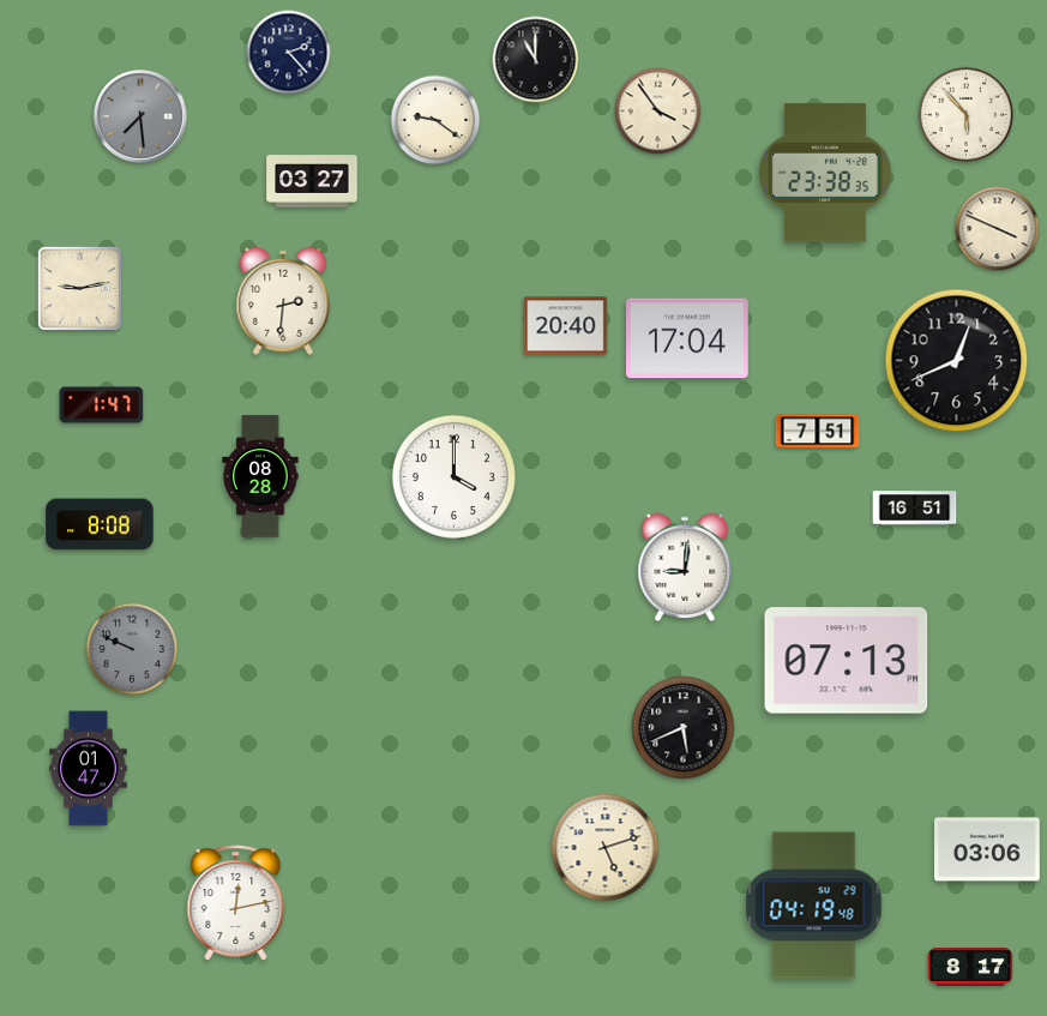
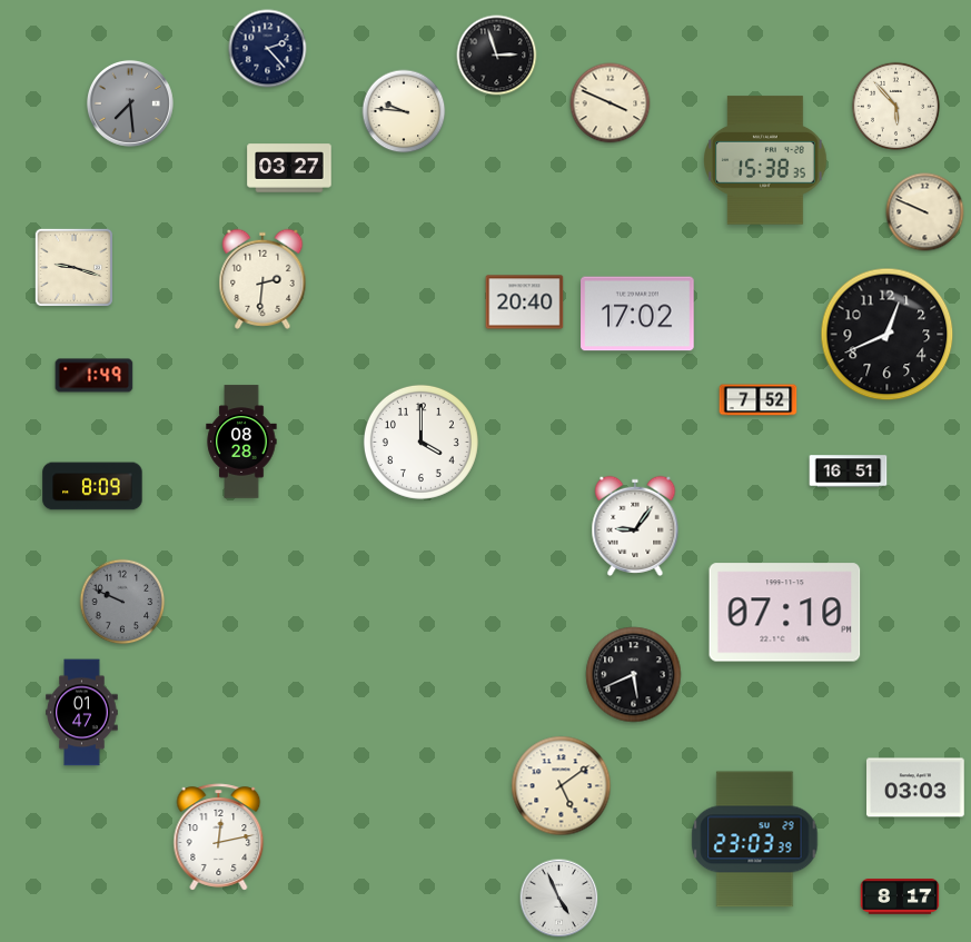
clock at (536, 60): 11:00 -> 2:57
clock at (658, 112): 3:54 -> 3:49
clock at (140, 116) position: (140, 116) -> (130, 103)
clock at (435, 120): 9:21 -> 9:46
clock at (826, 173): 23:38 -> 15:38
clock at (998, 229): 3:49 -> 9:49
clock at (79, 288): 9:13 -> 9:18
clock at (687, 338): 17:04 -> 17:02
clock at (102, 405): 1:47 -> 1:49
clock at (818, 432): 7:51 -> 7:52
clock at (100, 524): 8:08 -> 8:09
clock at (685, 567): 9:01 -> 9:06
clock at (847, 661): 07:13 -> 07:10
clock at (606, 848): 5:12 -> 5:09
clock at (988, 849): 03:06 -> 03:03
clock at (814, 906): 04:19 -> 23:03
clock at (559, 899): none -> 4:56
